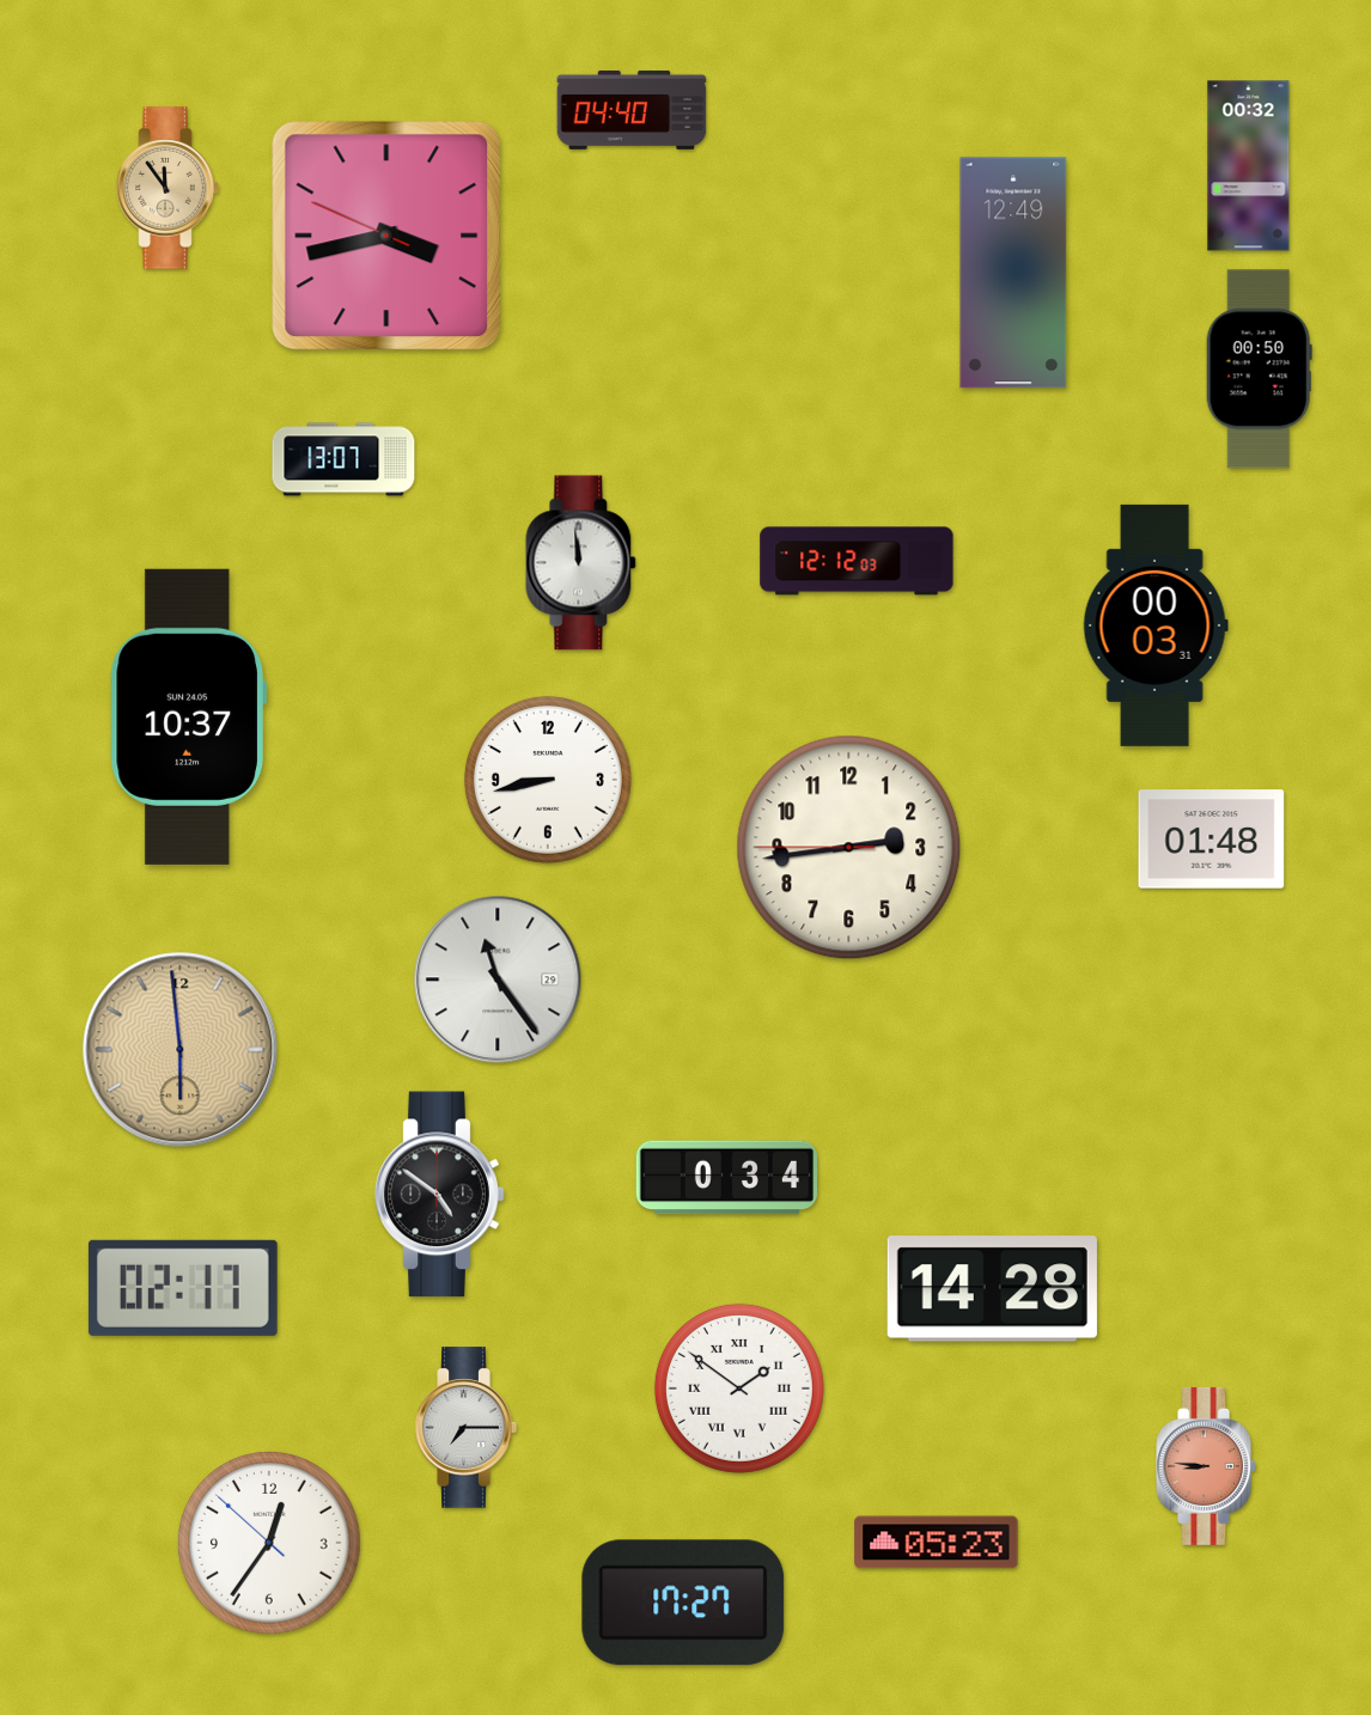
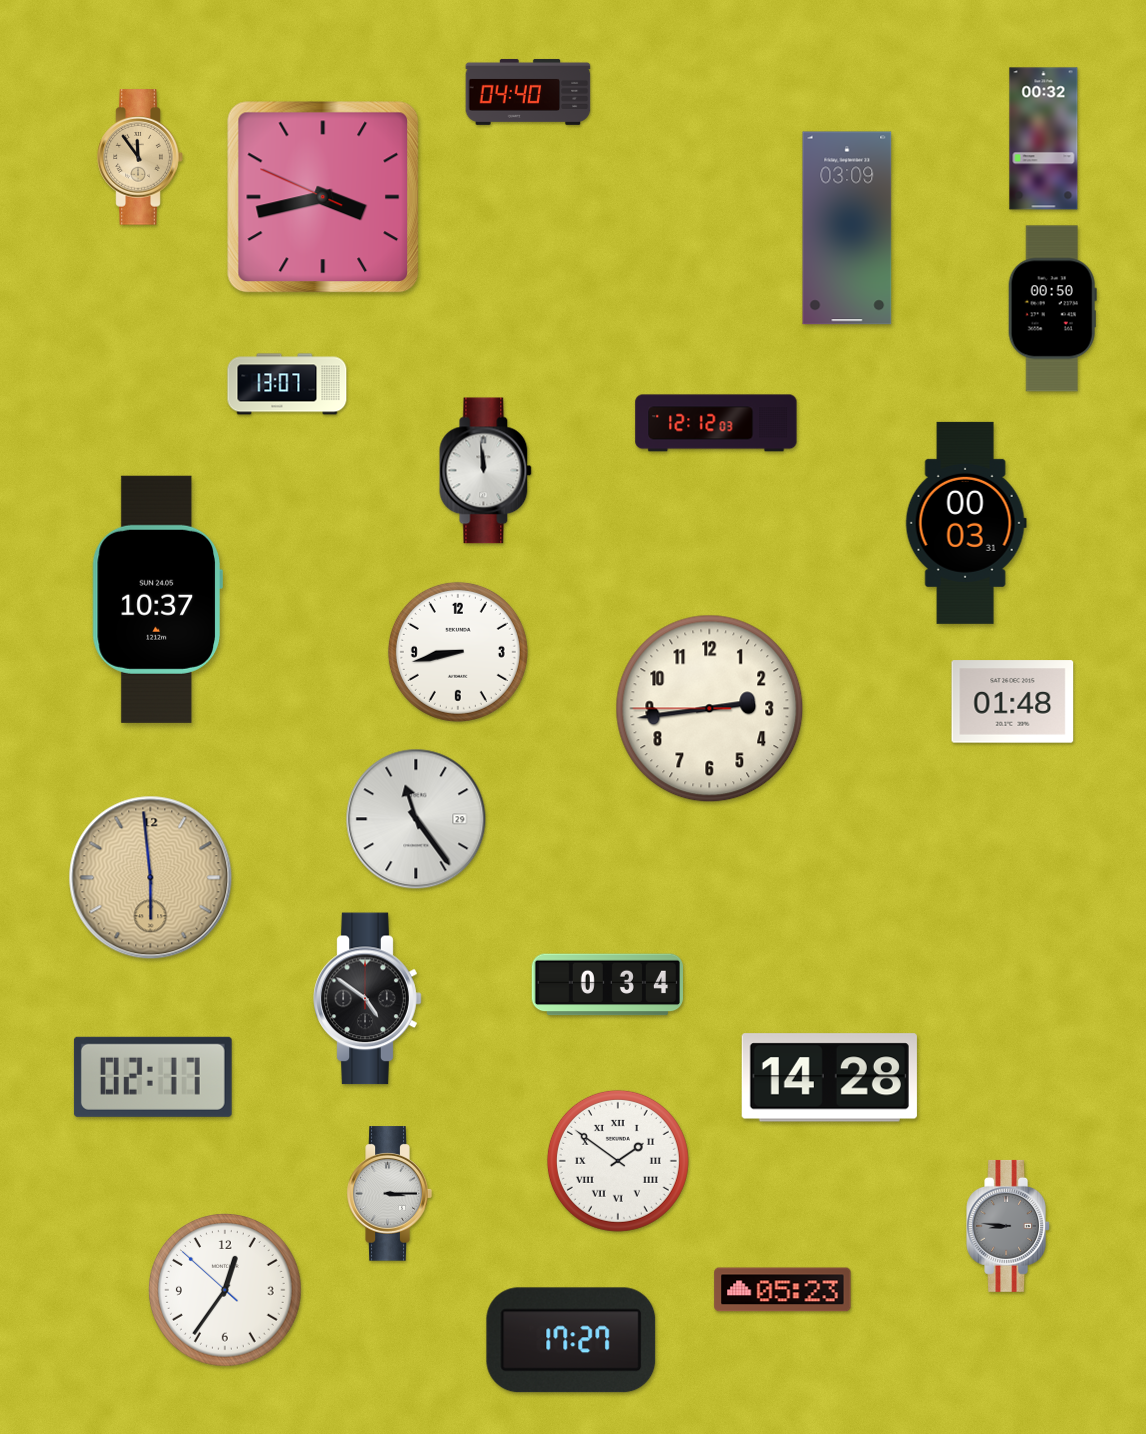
clock at (1013, 273): 12:49 -> 03:09
clock at (857, 561) position: (857, 561) -> (716, 423)
clock at (465, 1428): 7:15 -> 3:15
clock at (1207, 1466) dial: salmon -> grey
